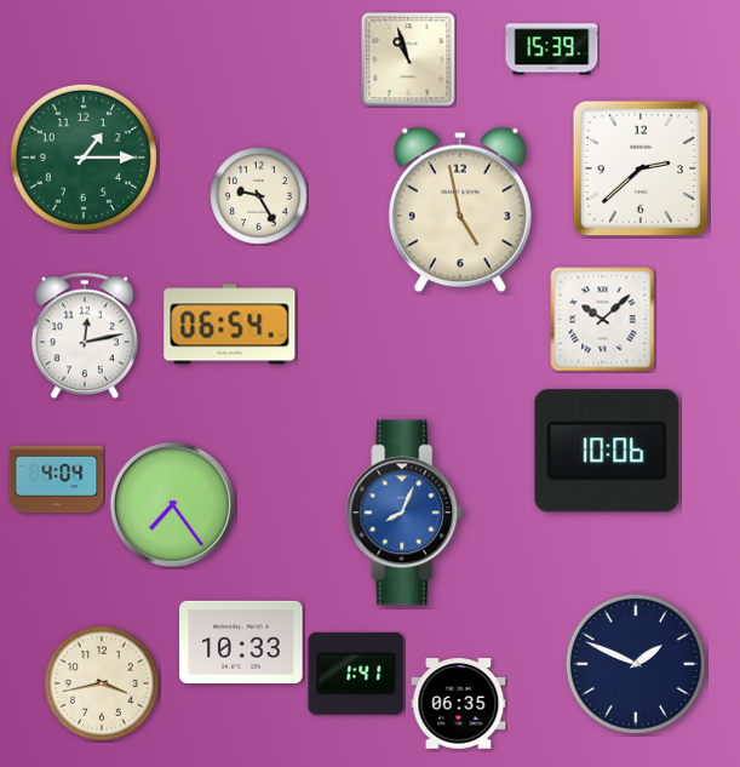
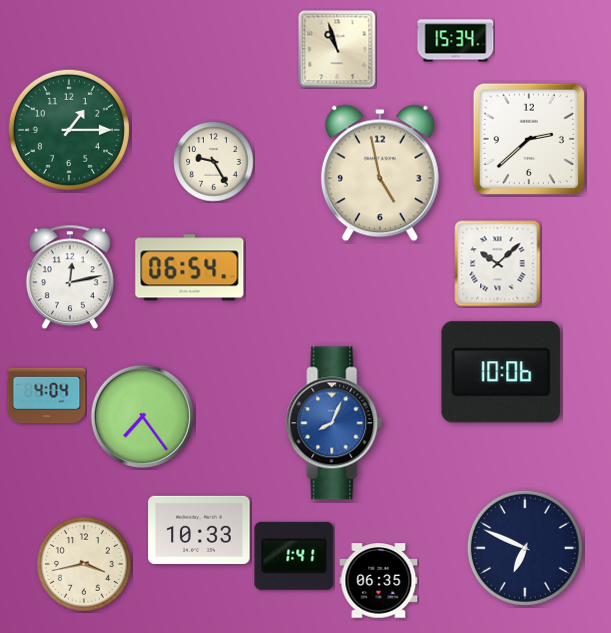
clock at (552, 50): 15:39 -> 15:34
clock at (636, 664): 1:49 -> 6:49
